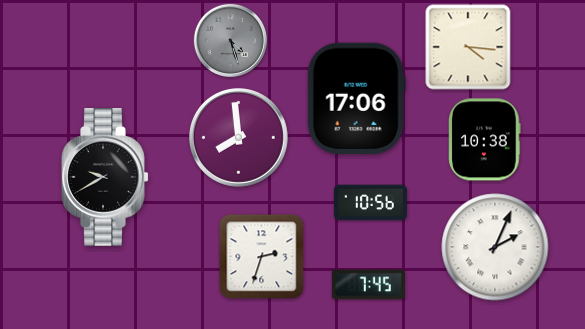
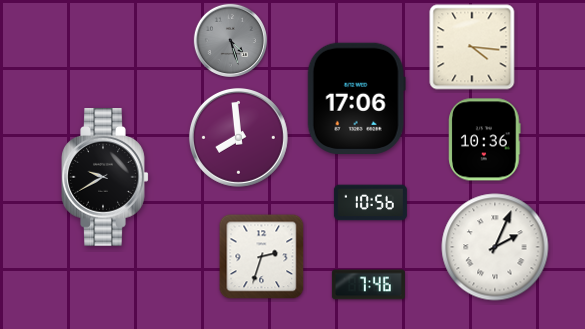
clock at (468, 47) position: (468, 47) -> (472, 47)
clock at (485, 140): 10:38 -> 10:36
clock at (368, 285): 7:45 -> 7:46
